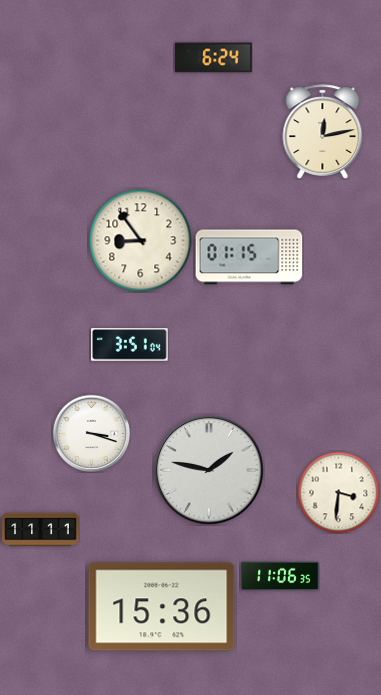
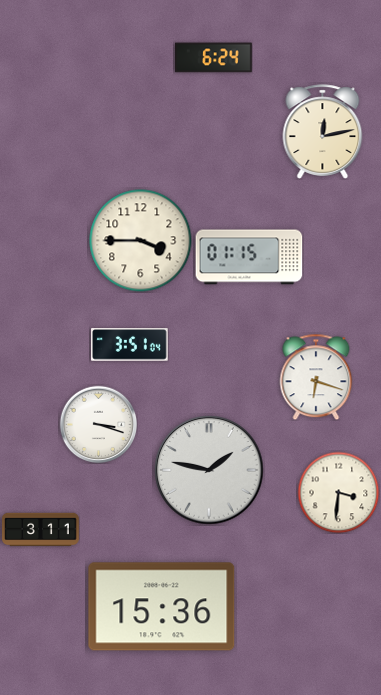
clock at (141, 241): 8:54 -> 3:45
clock at (316, 377): none -> 6:18
clock at (91, 433) position: (91, 433) -> (98, 424)
clock at (41, 530): 11:11 -> 3:11
clock at (280, 576): 11:06 -> none
